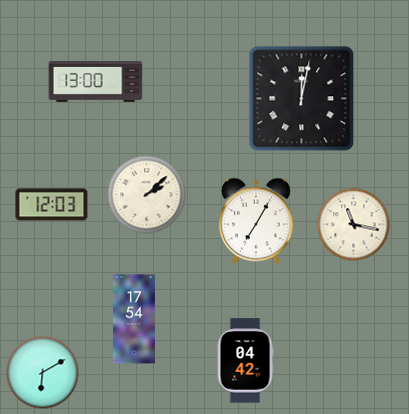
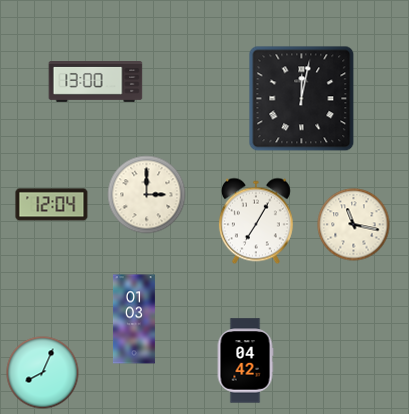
clock at (147, 195): 2:08 -> 3:00
clock at (52, 205): 12:03 -> 12:04
clock at (134, 319): 17:54 -> 01:03
clock at (43, 373): 6:10 -> 8:04
